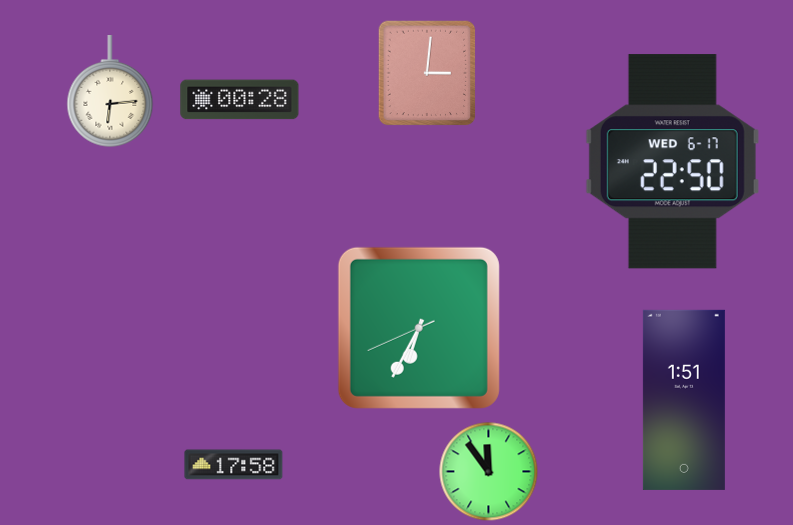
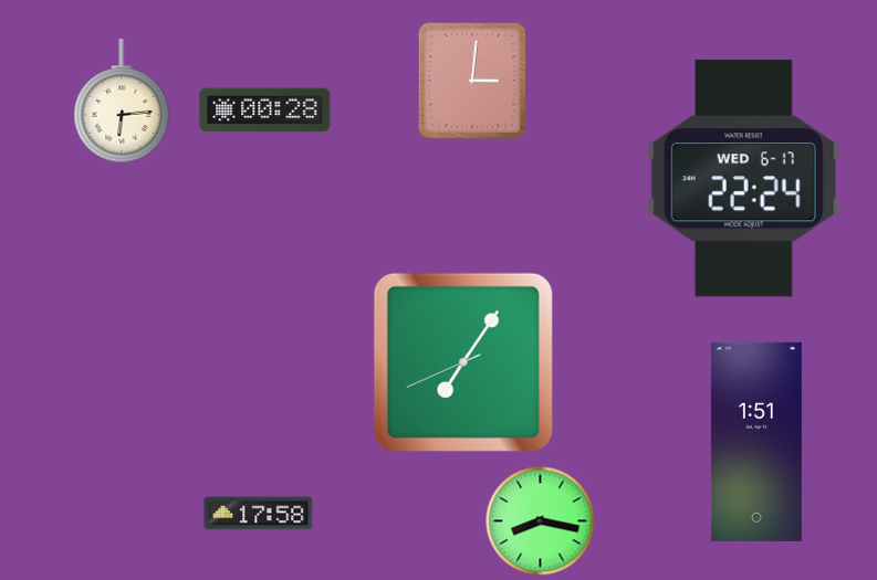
clock at (672, 162): 22:50 -> 22:24
clock at (419, 328): 6:34 -> 7:05
clock at (489, 472): 11:54 -> 8:17
